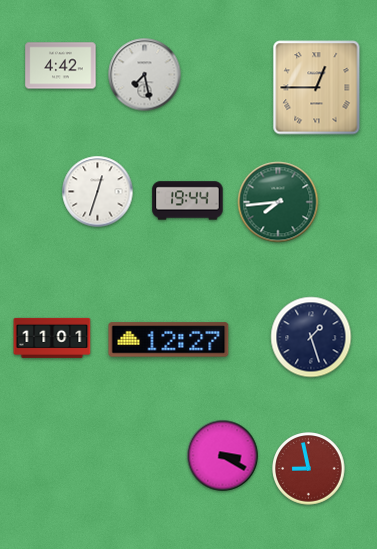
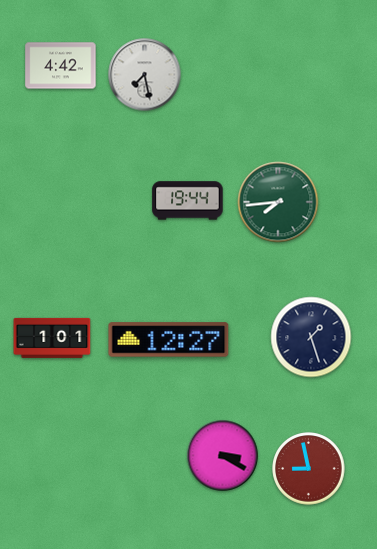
clock at (317, 88): 12:45 -> none
clock at (98, 192): 12:33 -> none
clock at (52, 338): 11:01 -> 1:01
